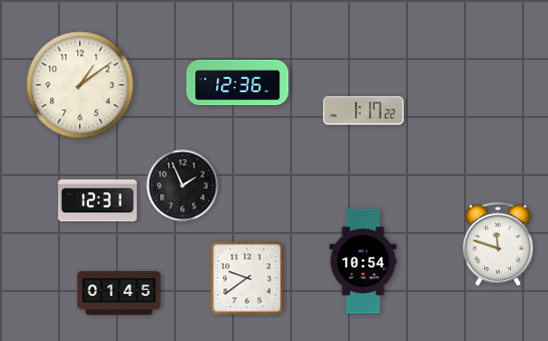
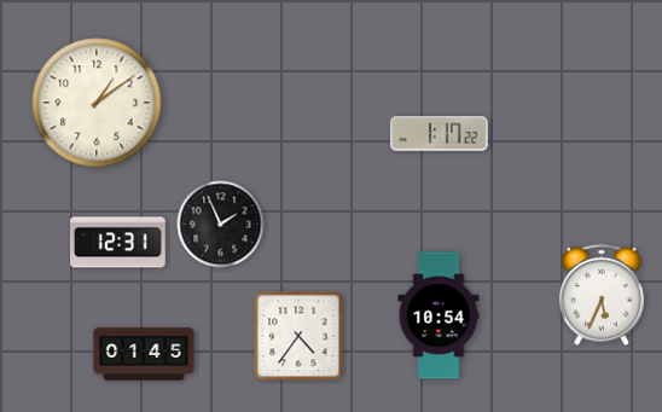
clock at (238, 83): 12:36 -> none
clock at (498, 244): 11:48 -> 5:34
clock at (247, 278): 9:39 -> 4:36
